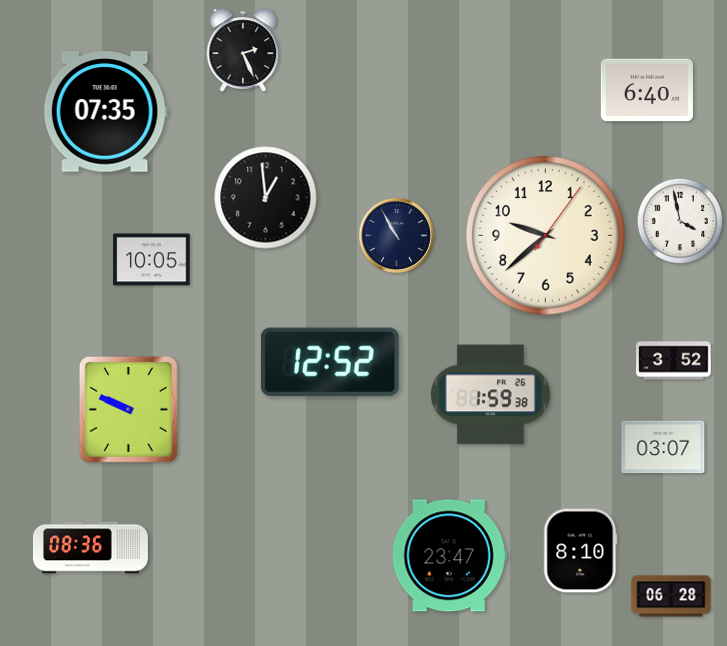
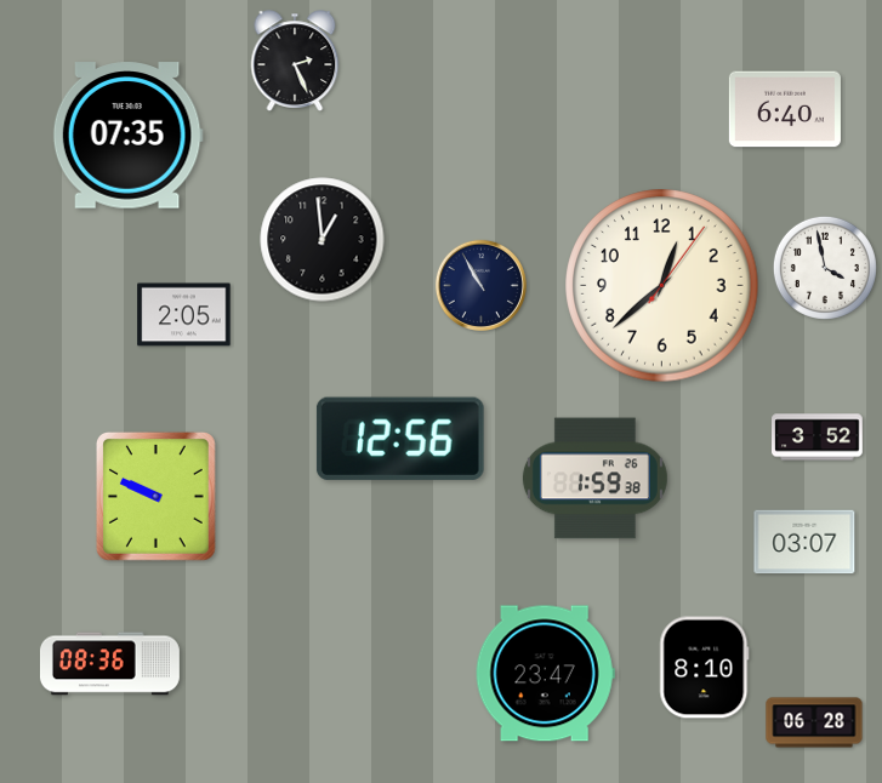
clock at (546, 236): 9:38 -> 12:38
clock at (152, 260): 10:05 -> 2:05
clock at (330, 362): 12:52 -> 12:56
